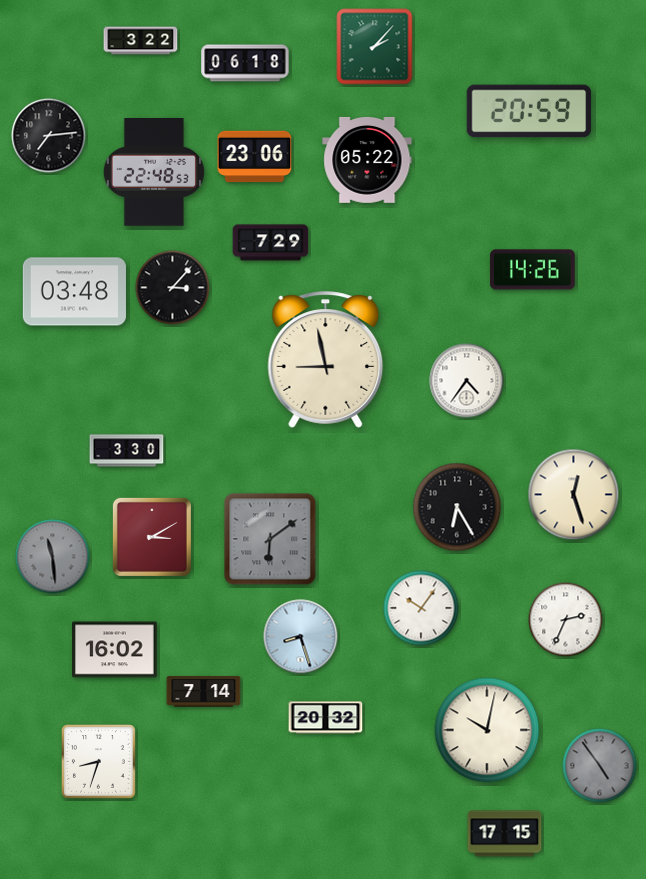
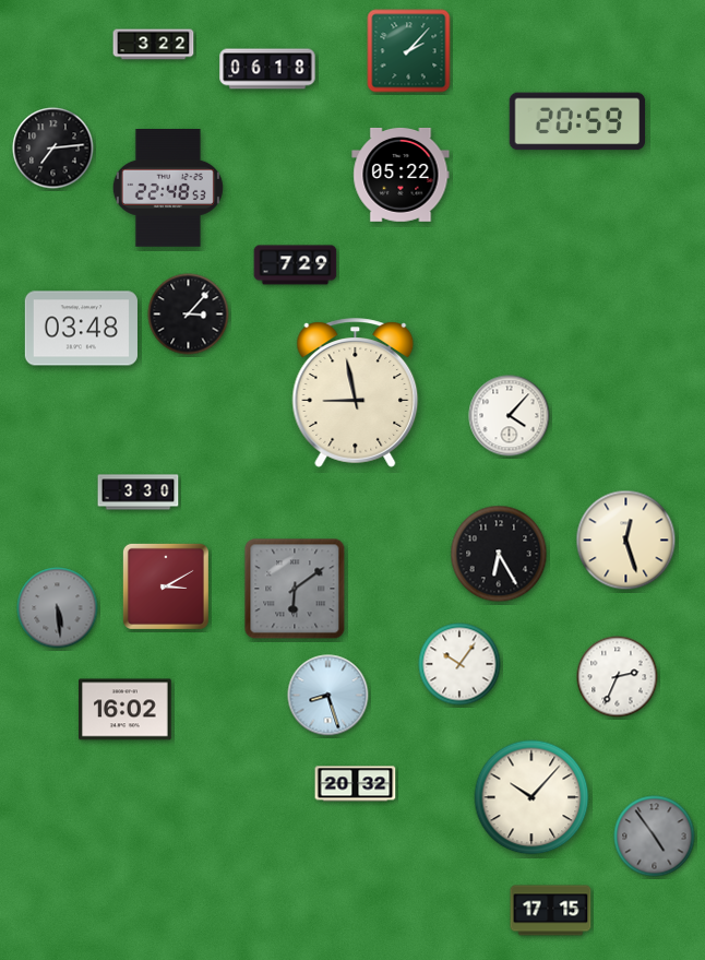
clock at (255, 157): 23:06 -> none
clock at (533, 270): 14:26 -> none
clock at (74, 292) position: (74, 292) -> (81, 329)
clock at (467, 381): 4:36 -> 4:07
clock at (53, 557): 11:29 -> 5:29
clock at (204, 692): 7:14 -> none
clock at (487, 730): 10:02 -> 10:07
clock at (99, 762): 8:33 -> none
